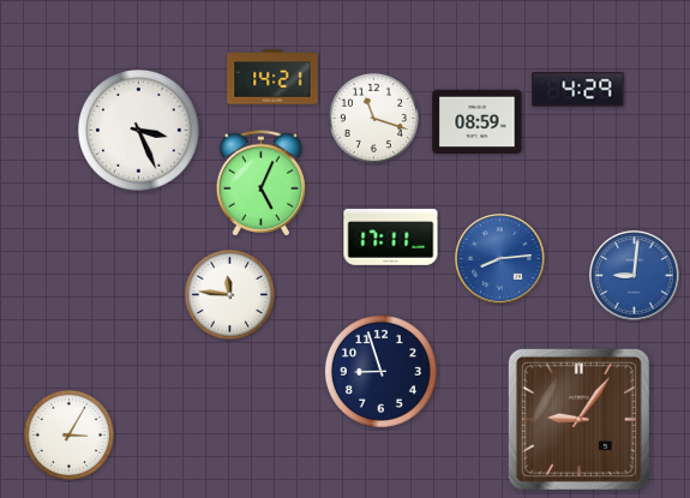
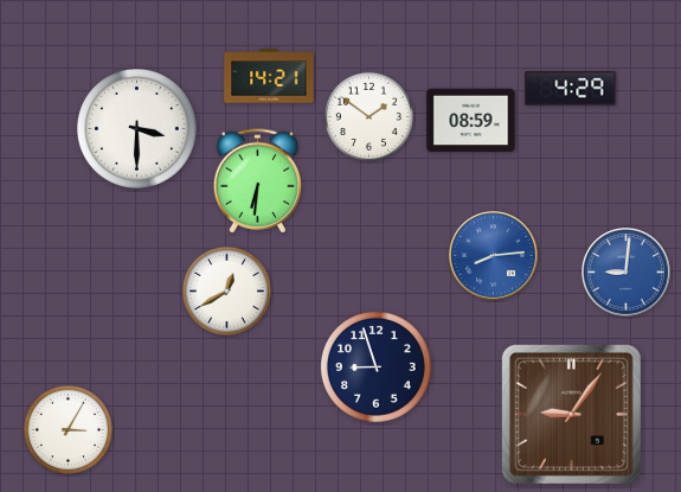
clock at (373, 118): 11:18 -> 1:51
clock at (139, 131): 3:26 -> 3:30
clock at (262, 184): 5:04 -> 6:31
clock at (391, 238): 17:11 -> none
clock at (229, 294): 11:46 -> 12:40
